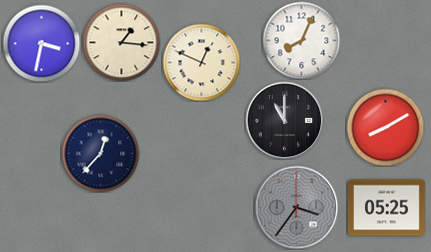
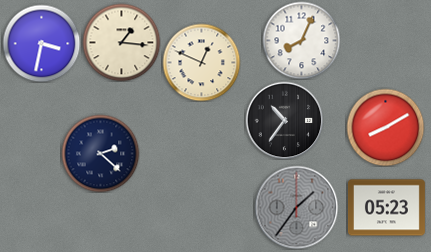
clock at (284, 120): 11:00 -> 10:36
clock at (100, 153): 12:37 -> 2:22
clock at (296, 207): 3:36 -> 1:36
clock at (386, 208): 05:25 -> 05:23
